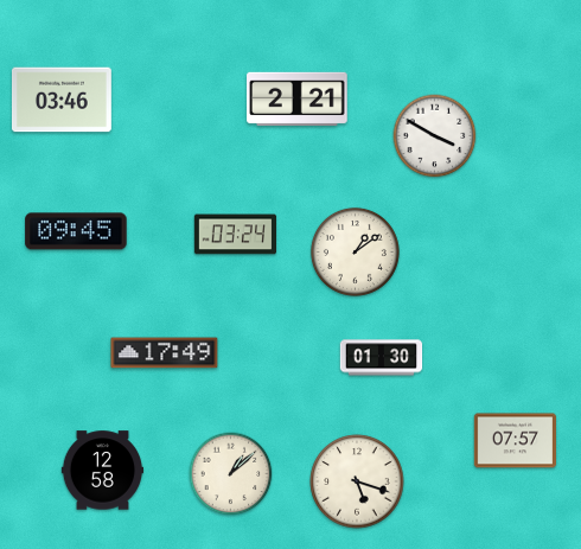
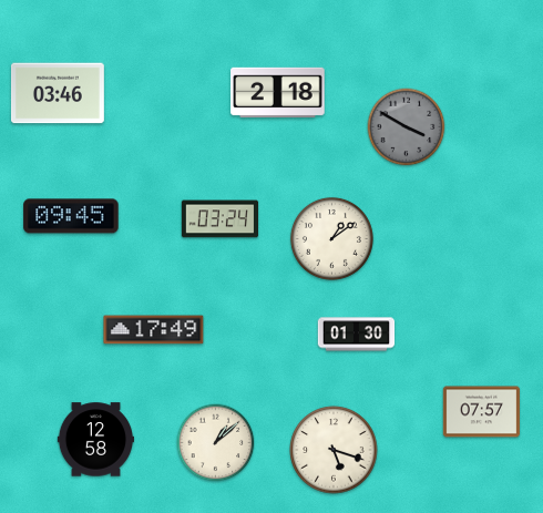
clock at (298, 98): 2:21 -> 2:18
clock at (435, 136) dial: white -> grey
clock at (355, 251) position: (355, 251) -> (331, 238)
